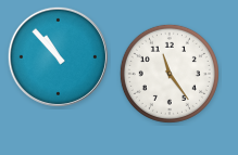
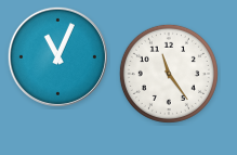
clock at (58, 56): 10:53 -> 11:04
